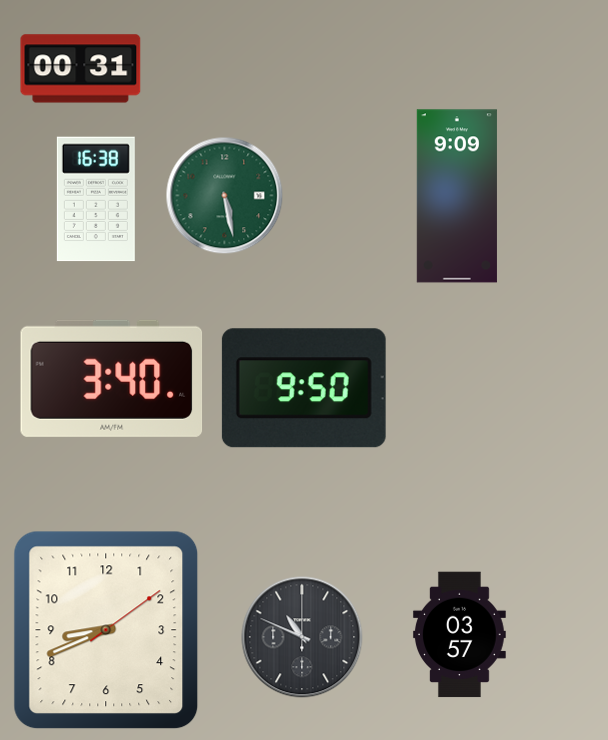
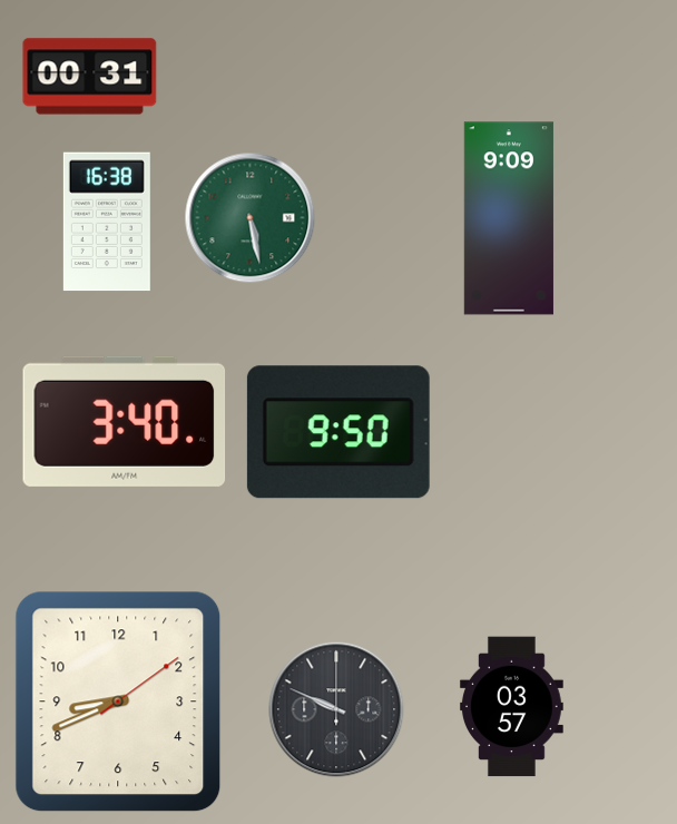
clock at (302, 637): 10:49 -> 9:49
